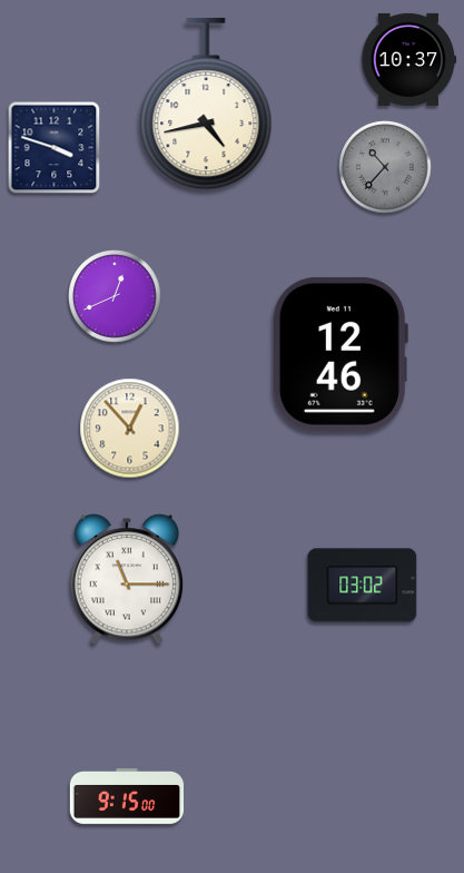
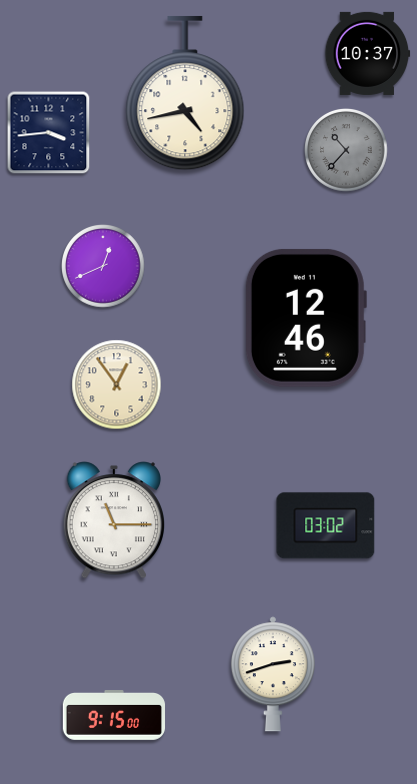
clock at (55, 148): 3:48 -> 3:44
clock at (130, 429): 12:53 -> 12:54
clock at (273, 674): none -> 2:42
